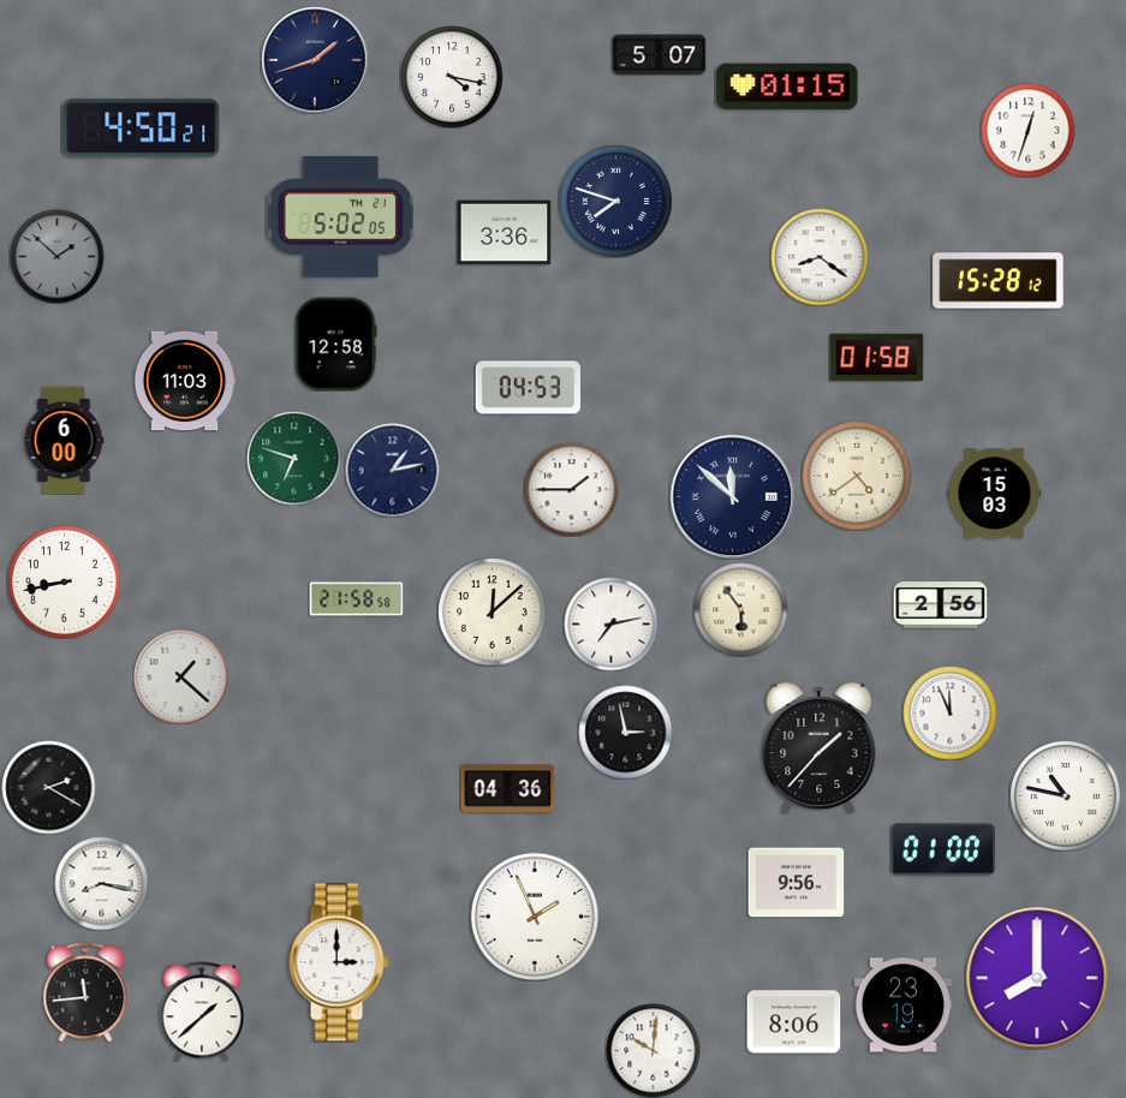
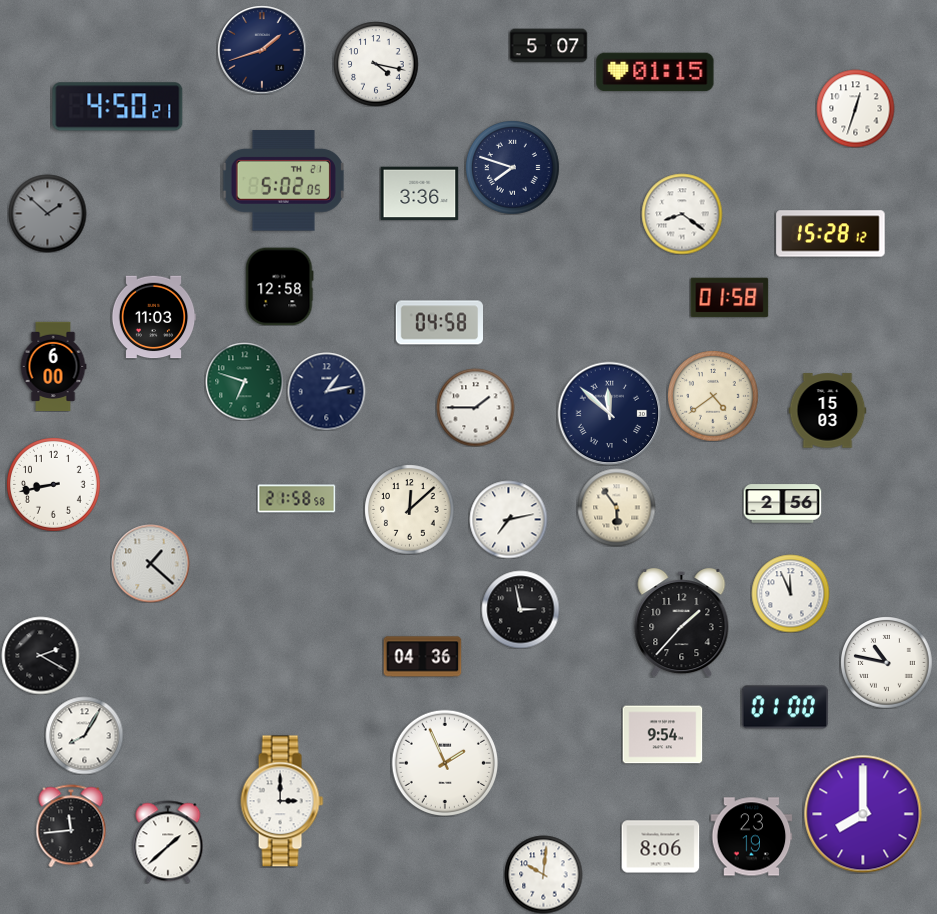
clock at (528, 388): 04:53 -> 04:58
clock at (101, 883): 8:17 -> 8:05
clock at (796, 883): 9:56 -> 9:54
clock at (793, 1022) position: (793, 1022) -> (660, 847)
